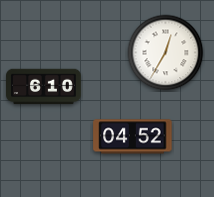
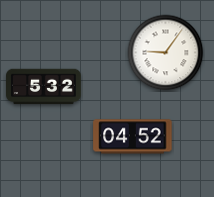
clock at (166, 53): 12:35 -> 9:06
clock at (44, 87): 6:10 -> 5:32
